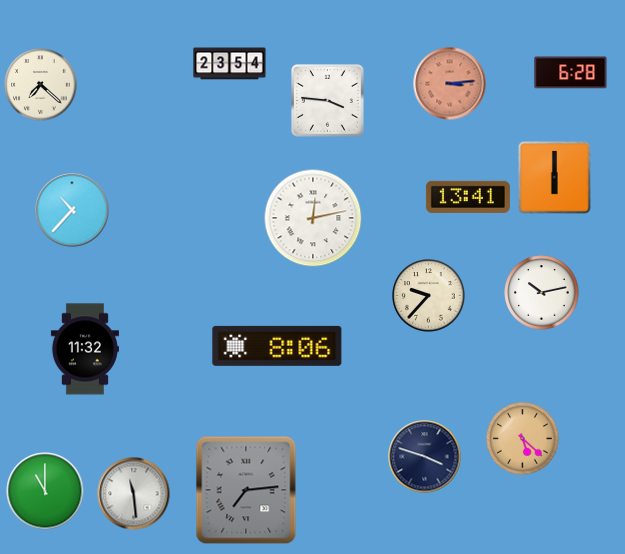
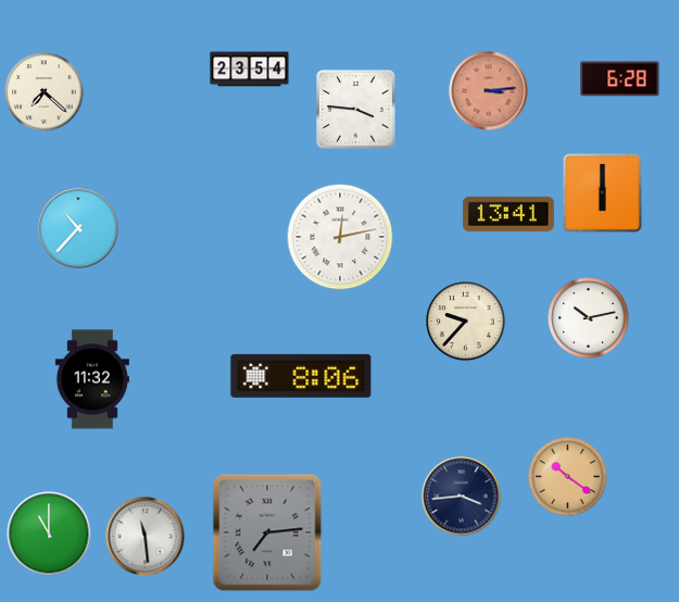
clock at (523, 439): 5:22 -> 10:21
clock at (425, 457): 3:48 -> 3:44
